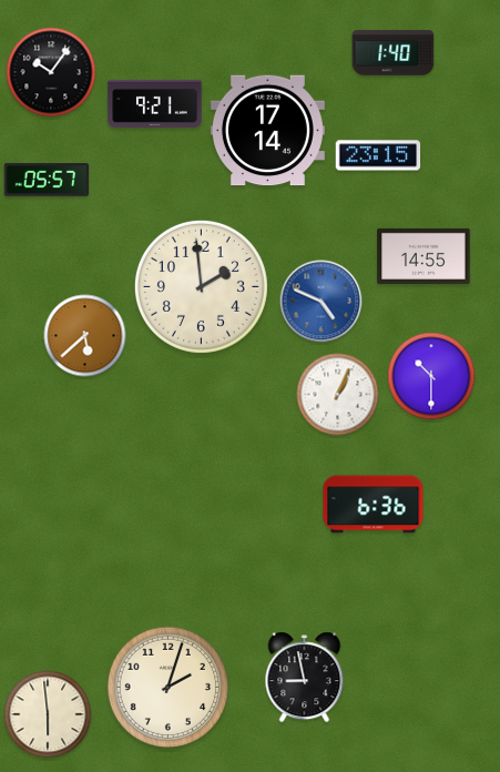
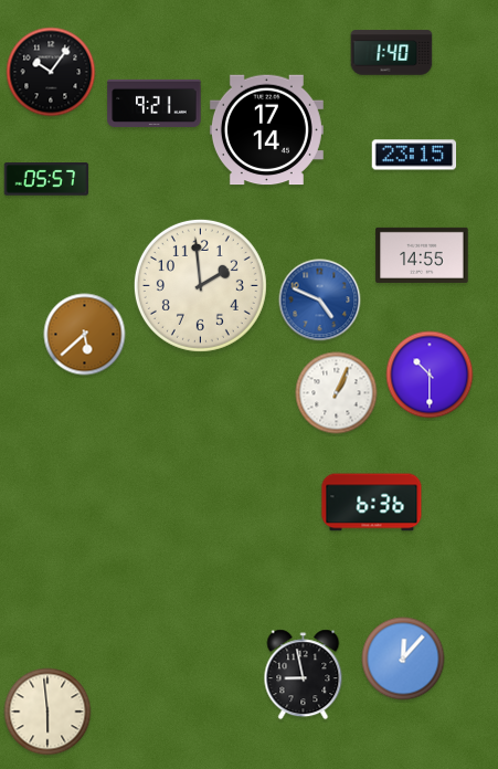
clock at (378, 155) position: (378, 155) -> (414, 155)
clock at (403, 659): none -> 12:07
clock at (167, 687): 2:03 -> none
